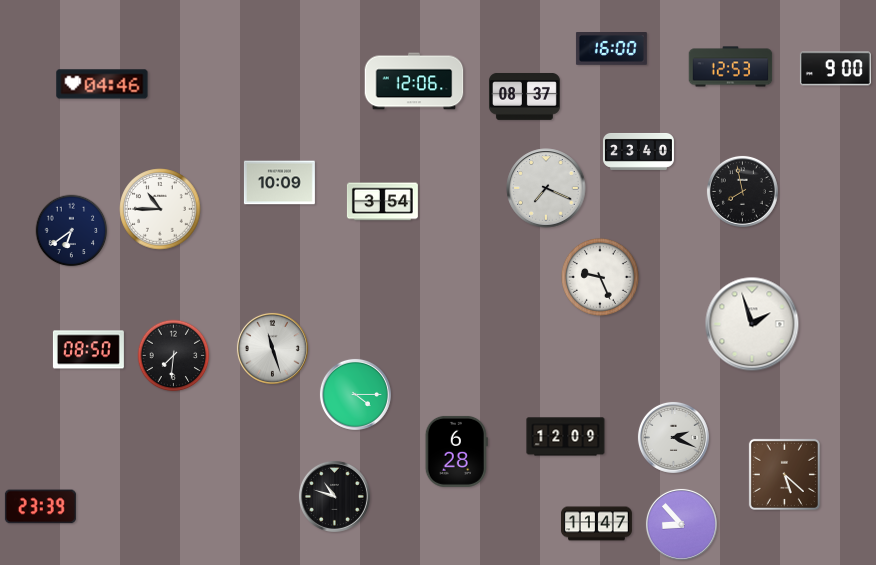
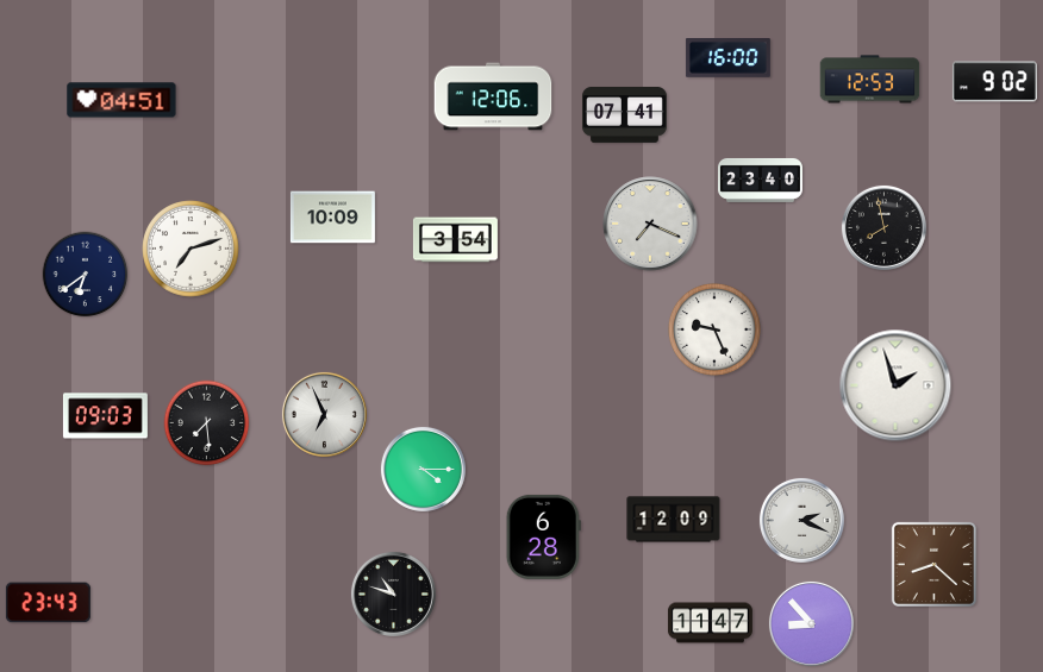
clock at (835, 69): 9:00 -> 9:02
clock at (102, 84): 04:46 -> 04:51
clock at (524, 96): 08:37 -> 07:41
clock at (160, 209): 10:45 -> 7:12
clock at (272, 348): 11:27 -> 6:56
clock at (88, 350): 08:50 -> 09:03
clock at (174, 356): 7:31 -> 7:29
clock at (784, 474): 5:22 -> 8:22
clock at (334, 496) position: (334, 496) -> (393, 594)
clock at (40, 507): 23:39 -> 23:43
